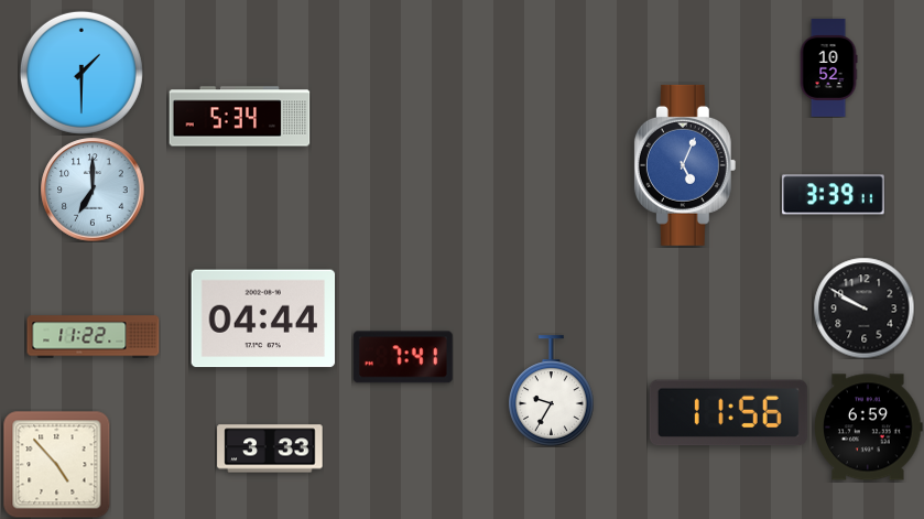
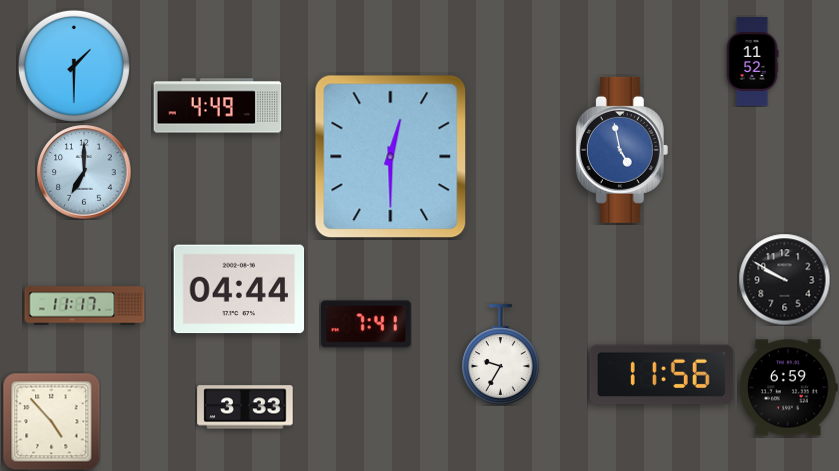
clock at (828, 68): 10:52 -> 11:52
clock at (240, 117): 5:34 -> 4:49
clock at (685, 165): 5:04 -> 4:58
clock at (391, 157): none -> 12:30
clock at (834, 195): 3:39 -> none
clock at (94, 337): 11:22 -> 11:17
